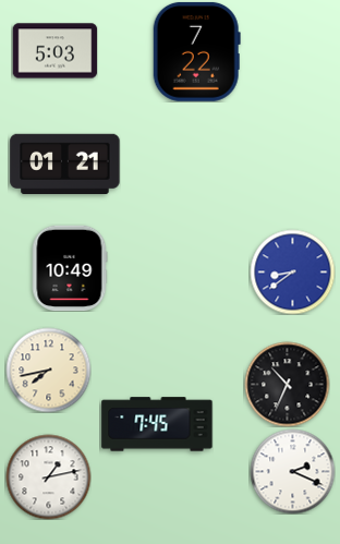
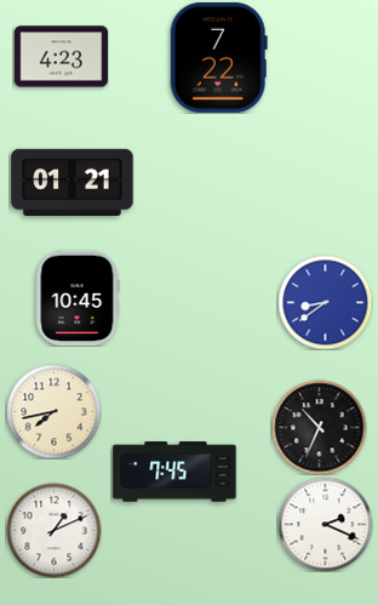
clock at (54, 51): 5:03 -> 4:23
clock at (70, 268): 10:49 -> 10:45
clock at (48, 476): 1:13 -> 1:11
